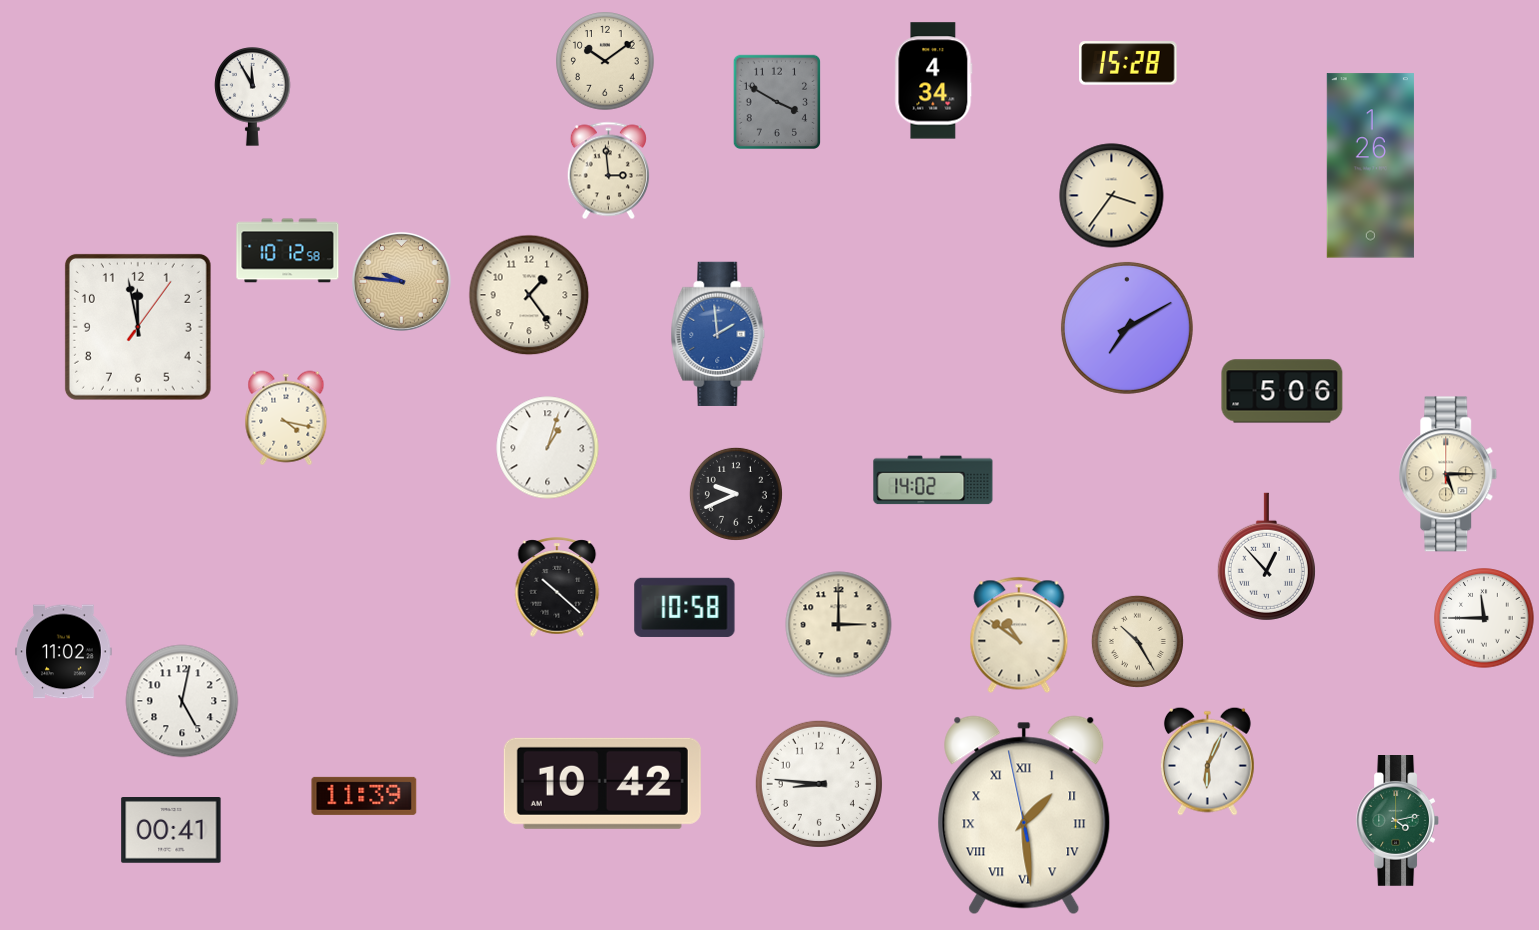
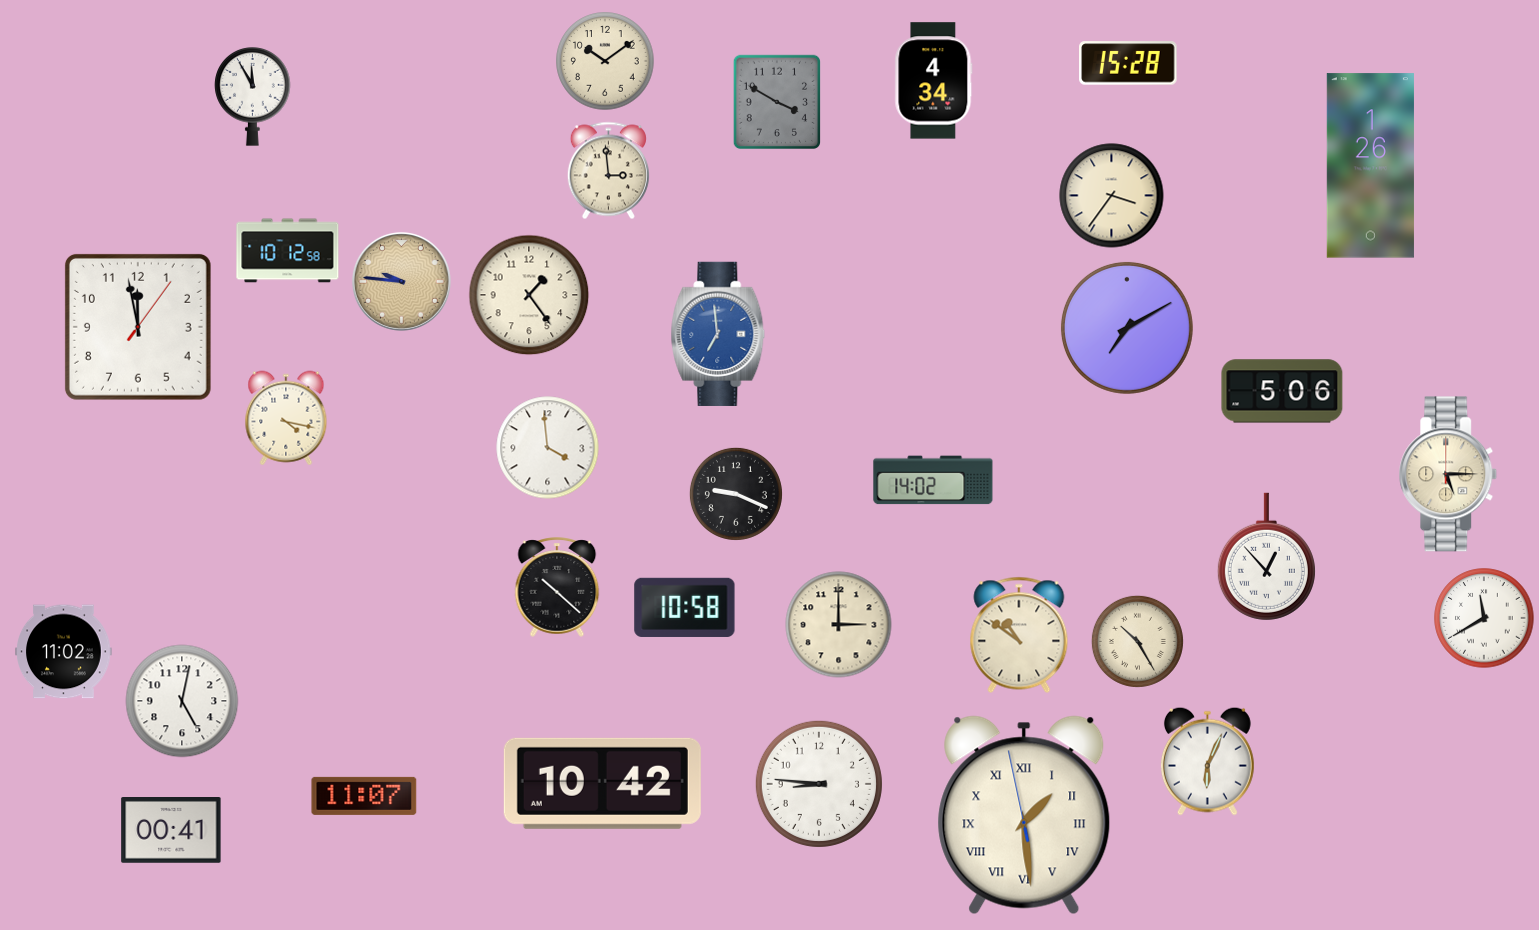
clock at (718, 334): 1:59 -> 6:59
clock at (548, 448): 1:03 -> 3:59
clock at (736, 494): 9:41 -> 9:19
clock at (1484, 618): 11:45 -> 11:40
clock at (364, 796): 11:39 -> 11:07
clock at (1397, 821): 4:13 -> none
